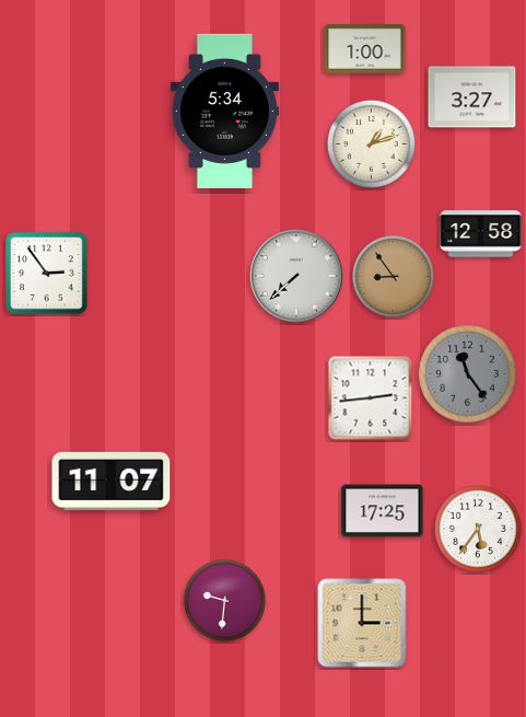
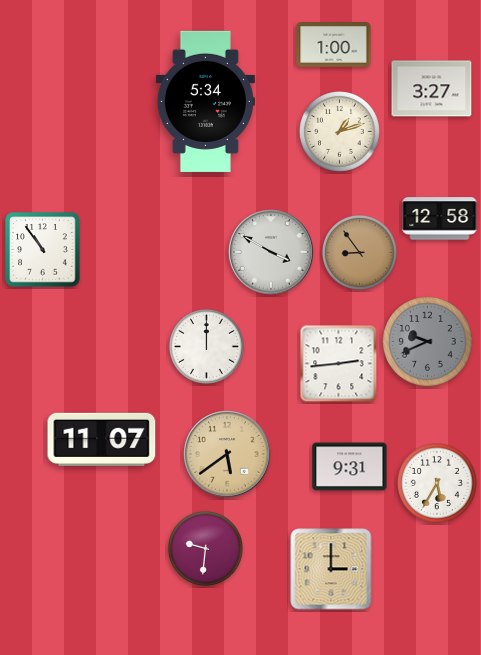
clock at (481, 234) position: (481, 234) -> (440, 219)
clock at (47, 274): 2:54 -> 10:54
clock at (296, 276): 7:38 -> 3:50
clock at (468, 374): 11:24 -> 9:41
clock at (206, 346): none -> 12:00
clock at (227, 454): none -> 5:39
clock at (383, 511): 17:25 -> 9:31
clock at (479, 530): 5:36 -> 5:35
